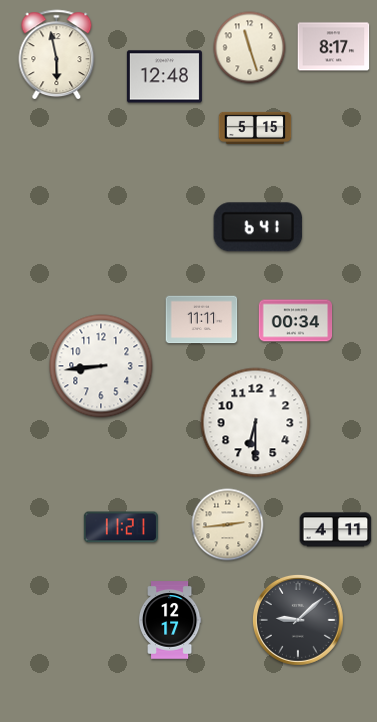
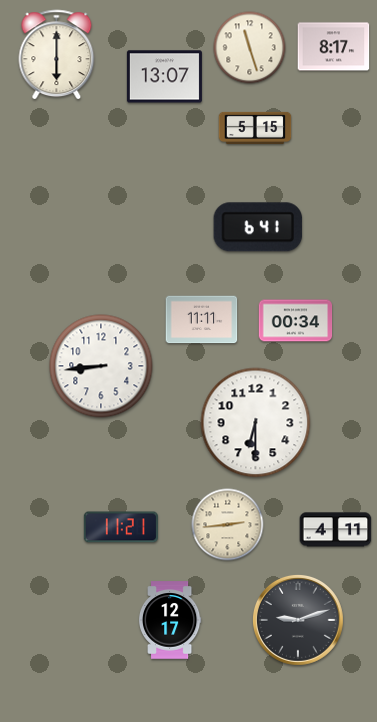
clock at (57, 55): 5:58 -> 6:00
clock at (164, 77): 12:48 -> 13:07
clock at (298, 620): 9:08 -> 9:12
